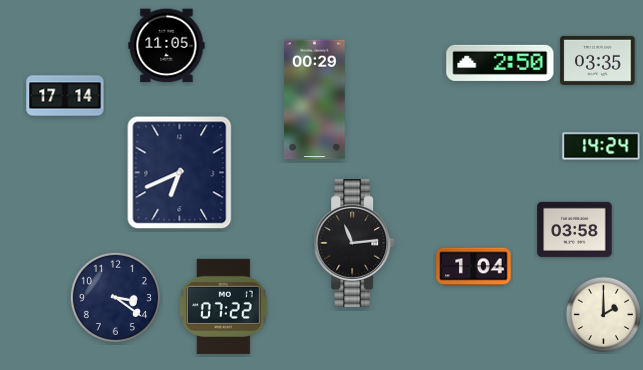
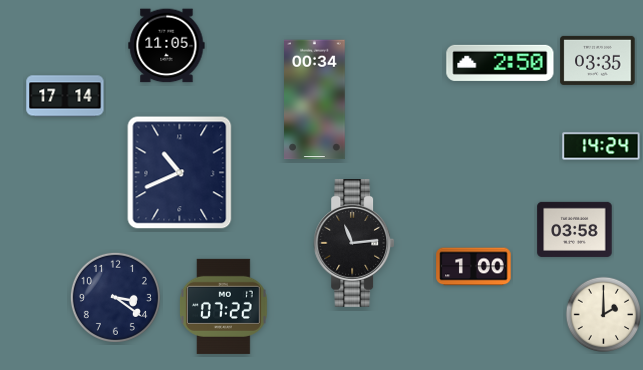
clock at (315, 100): 00:29 -> 00:34
clock at (180, 173): 6:41 -> 10:41
clock at (474, 267): 1:04 -> 1:00
